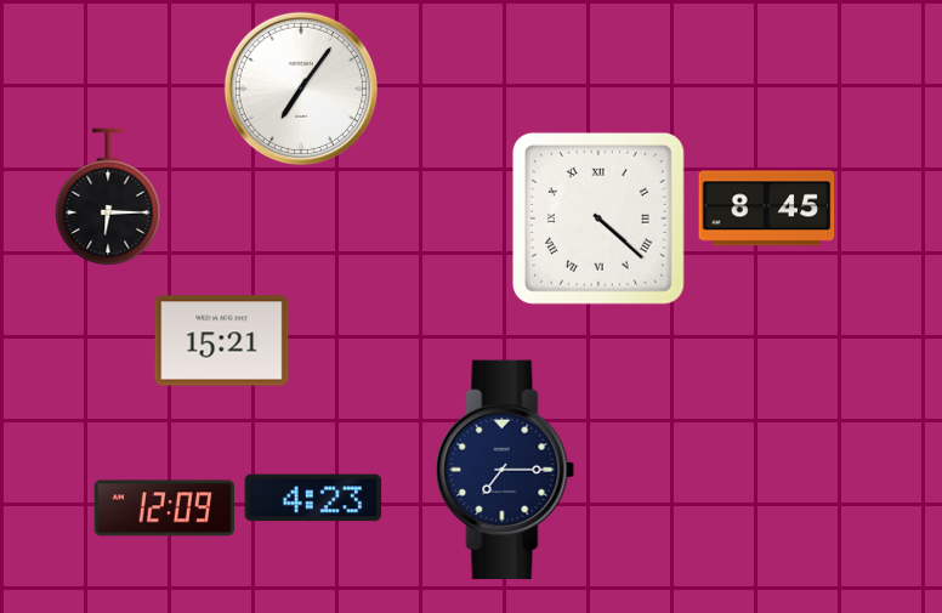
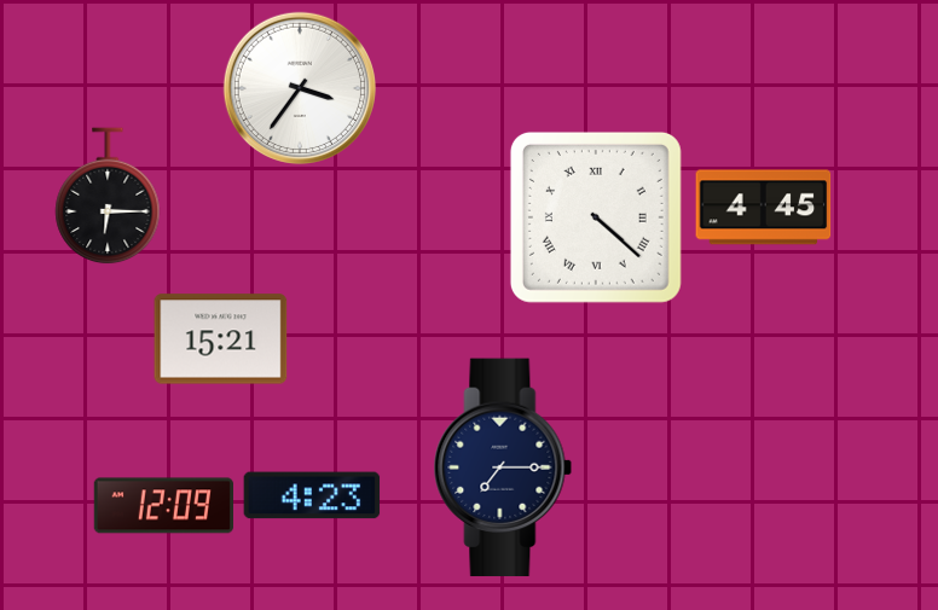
clock at (300, 87): 7:06 -> 3:36
clock at (767, 209): 8:45 -> 4:45
